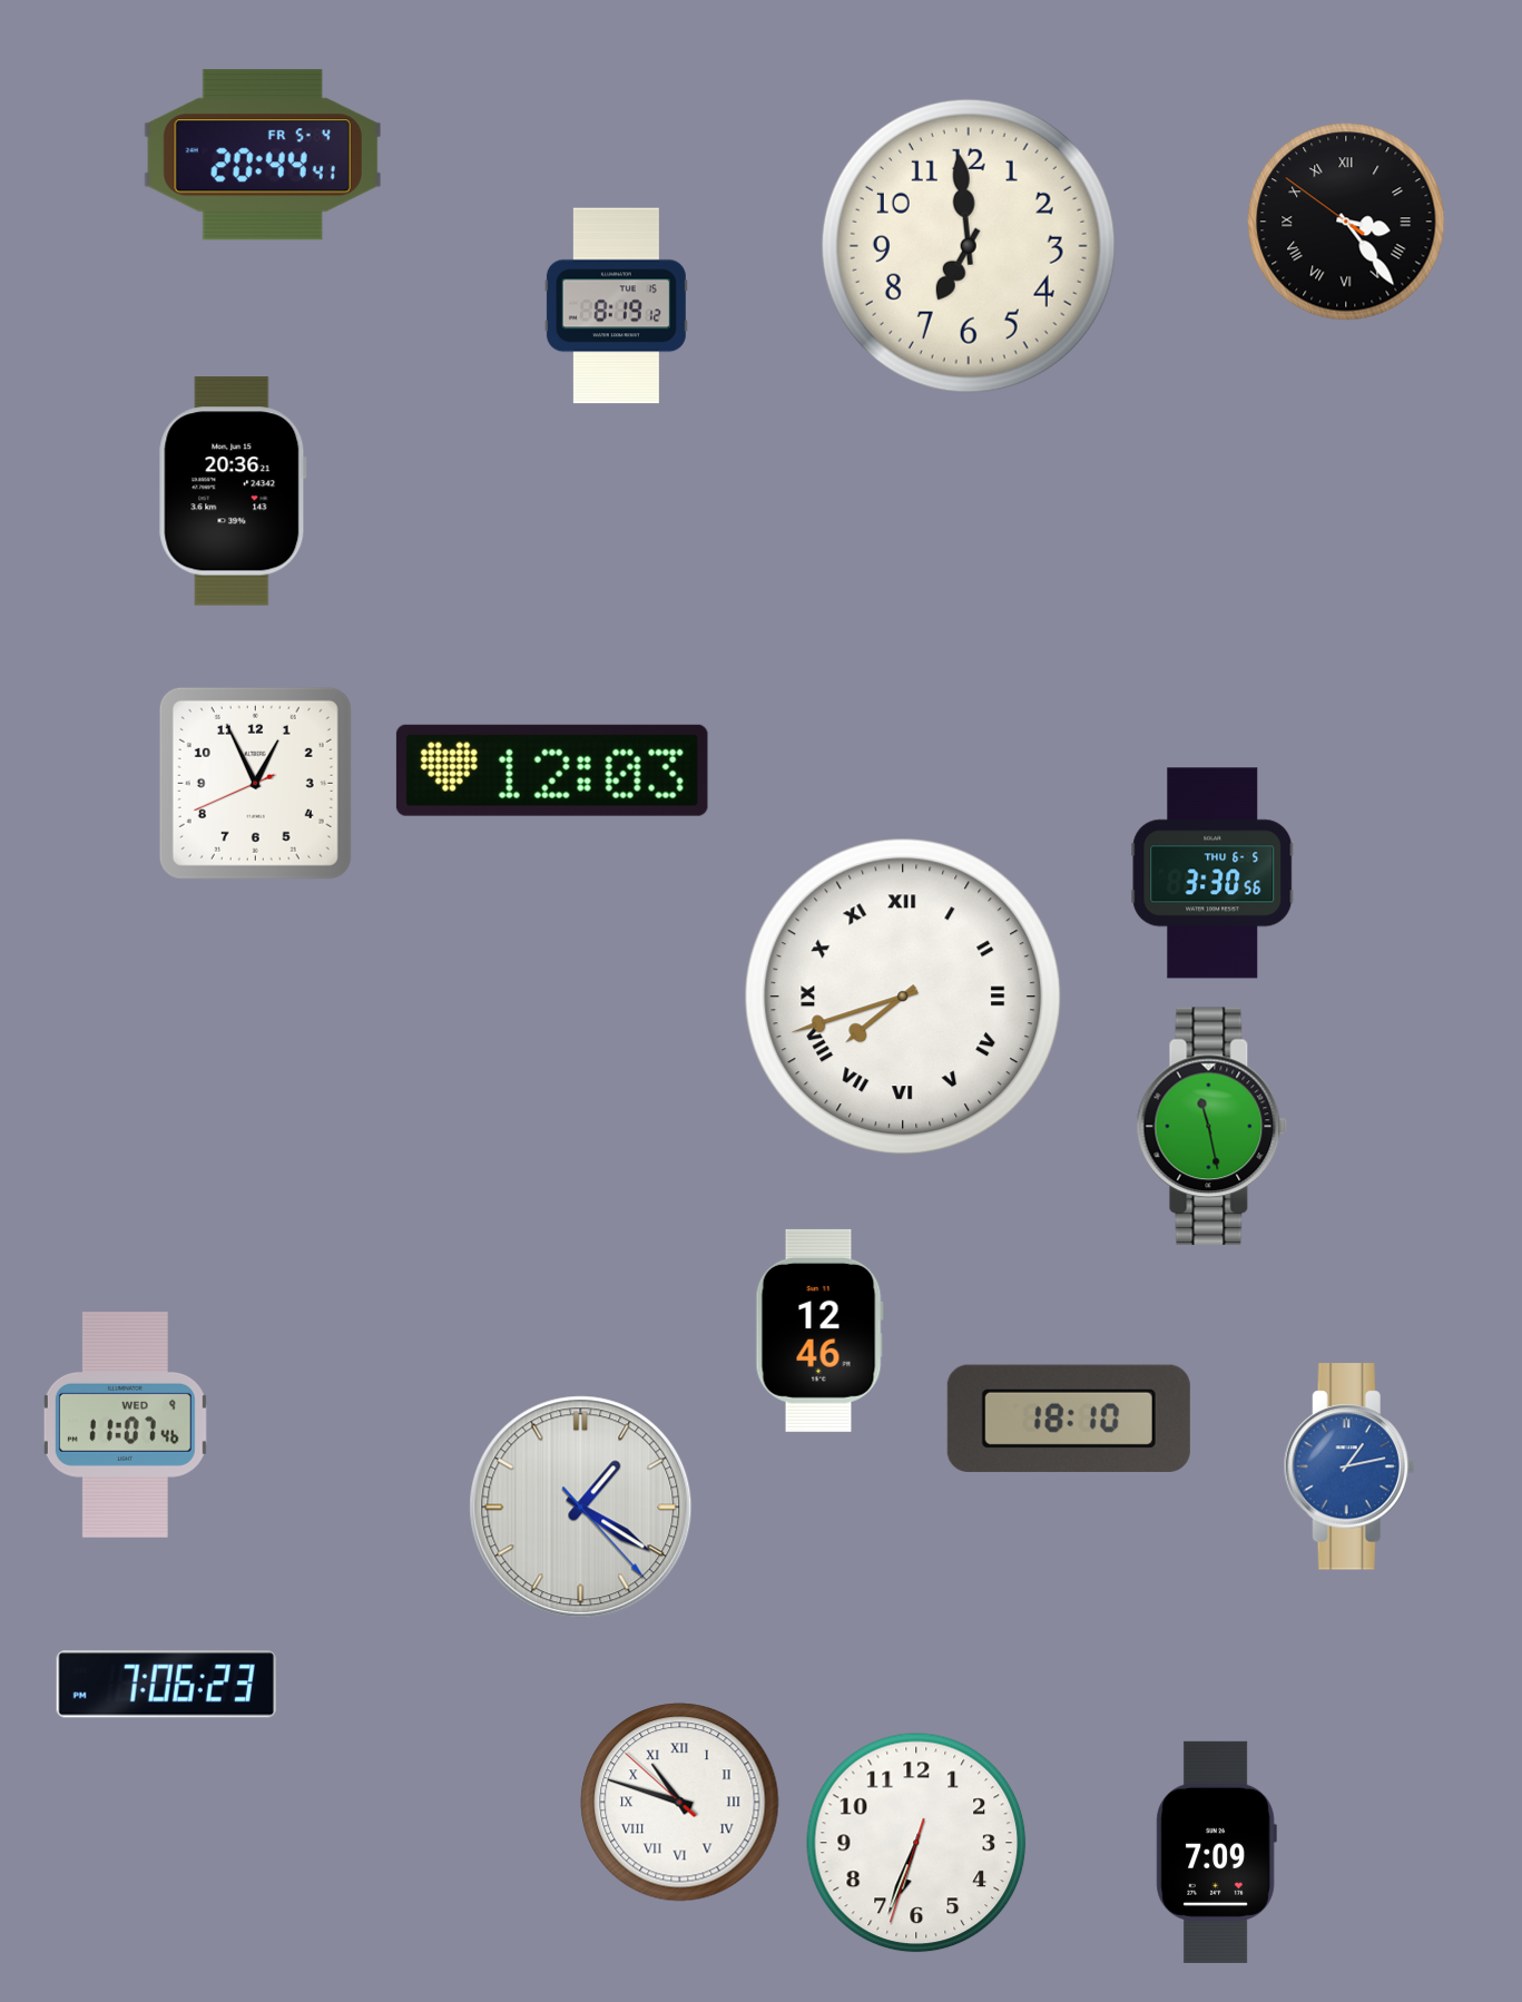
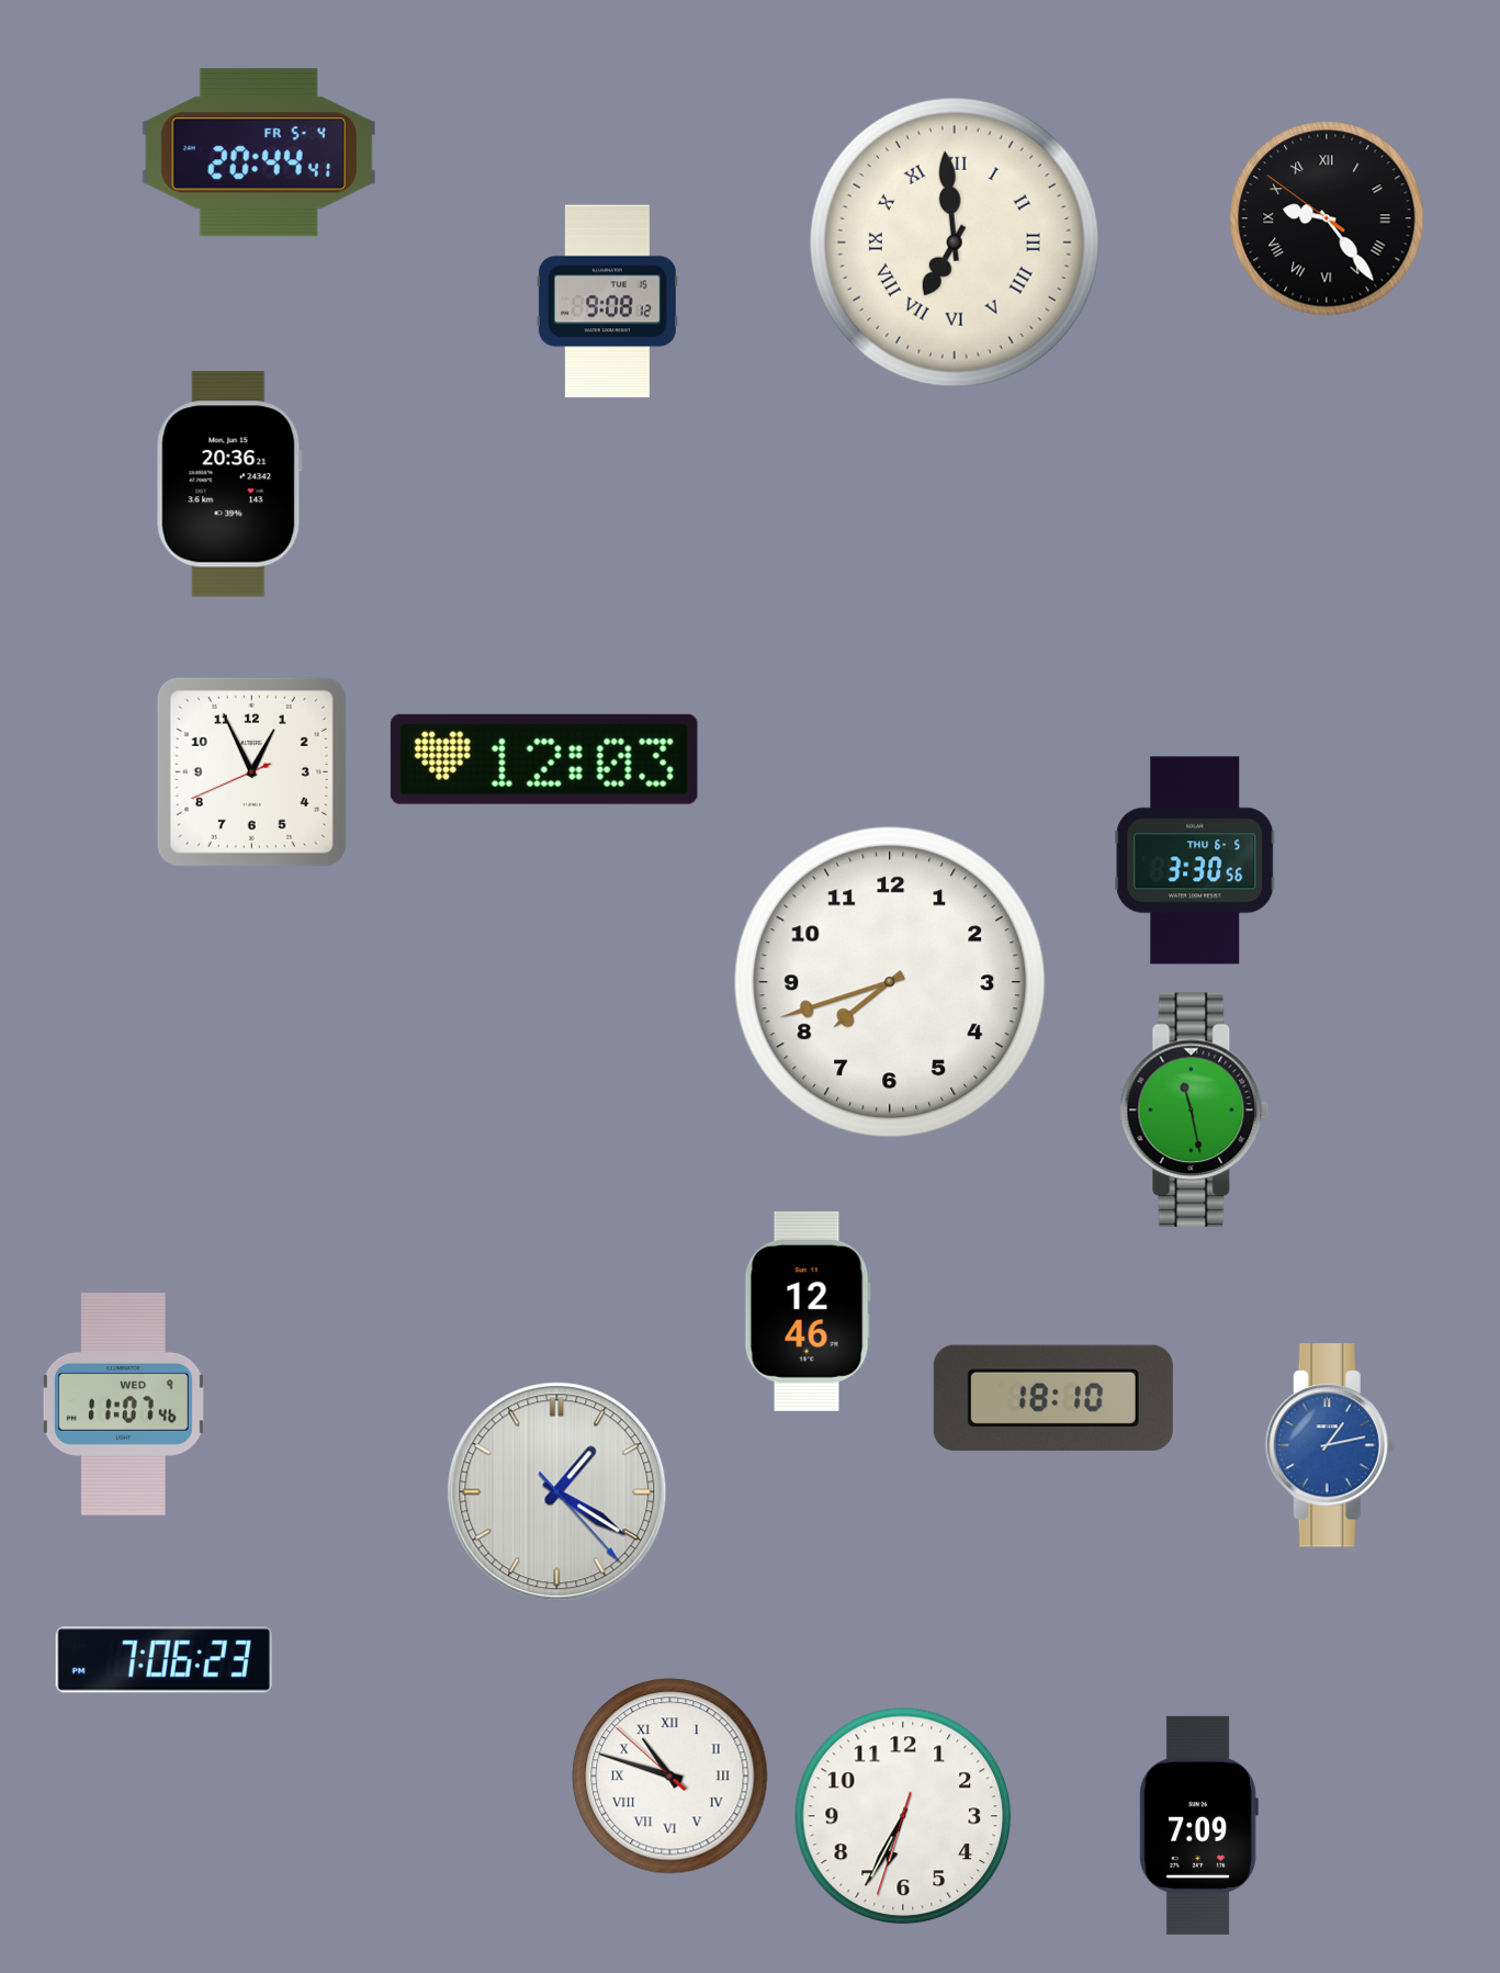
clock at (1346, 222): 3:23 -> 9:23
clock at (969, 246) numerals: Arabic -> Roman
clock at (616, 306): 8:19 -> 9:08
clock at (903, 997) numerals: Roman -> Arabic
clock at (581, 1508) position: (581, 1508) -> (557, 1492)
clock at (916, 1843): 6:33 -> 6:34
